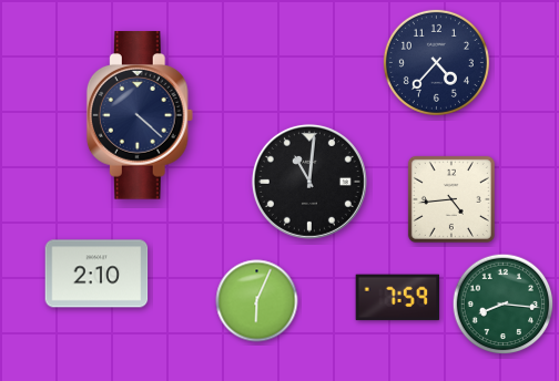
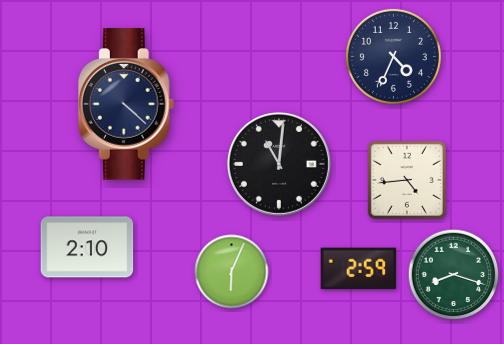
clock at (436, 62): 4:37 -> 4:34
clock at (398, 298): 7:59 -> 2:59
clock at (504, 305): 8:16 -> 8:18
